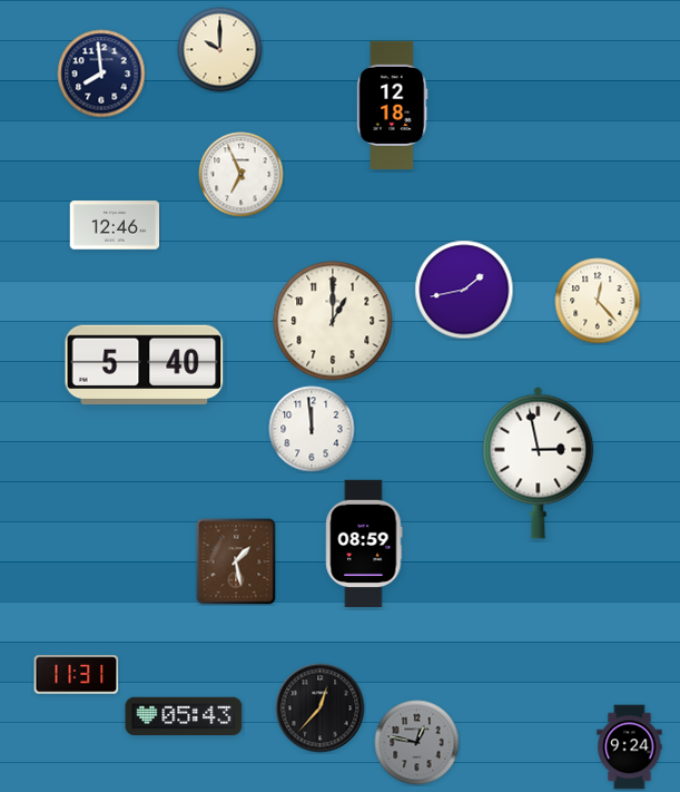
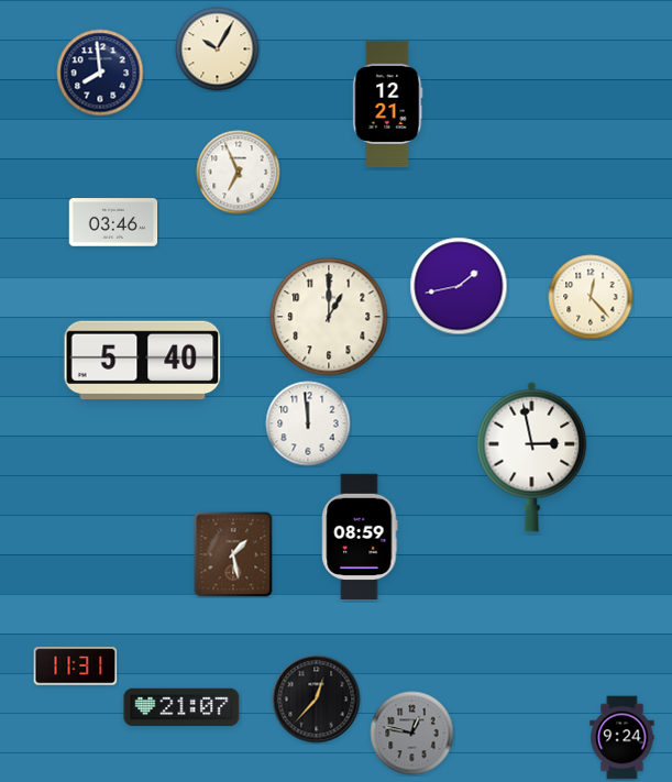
clock at (220, 50): 10:00 -> 10:05
clock at (393, 105): 12:18 -> 12:21
clock at (115, 225): 12:46 -> 03:46
clock at (184, 716): 05:43 -> 21:07
